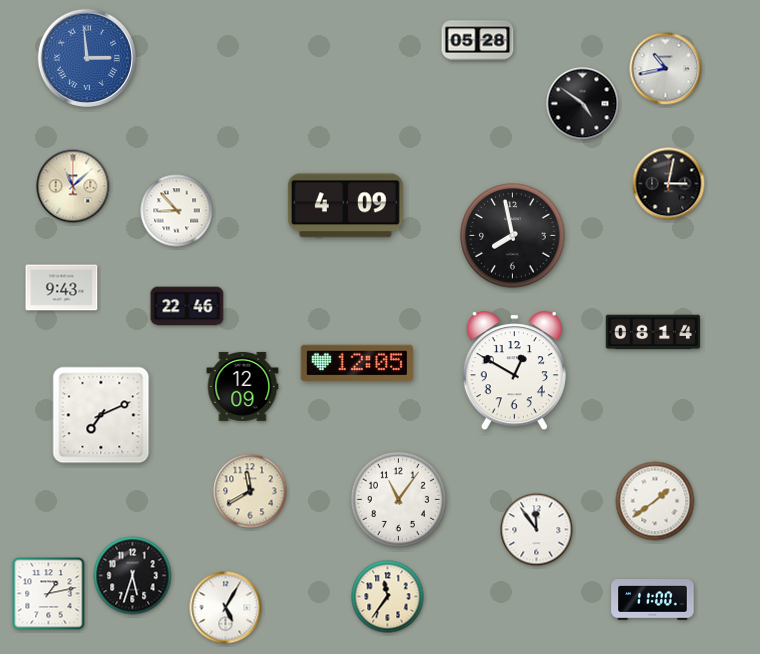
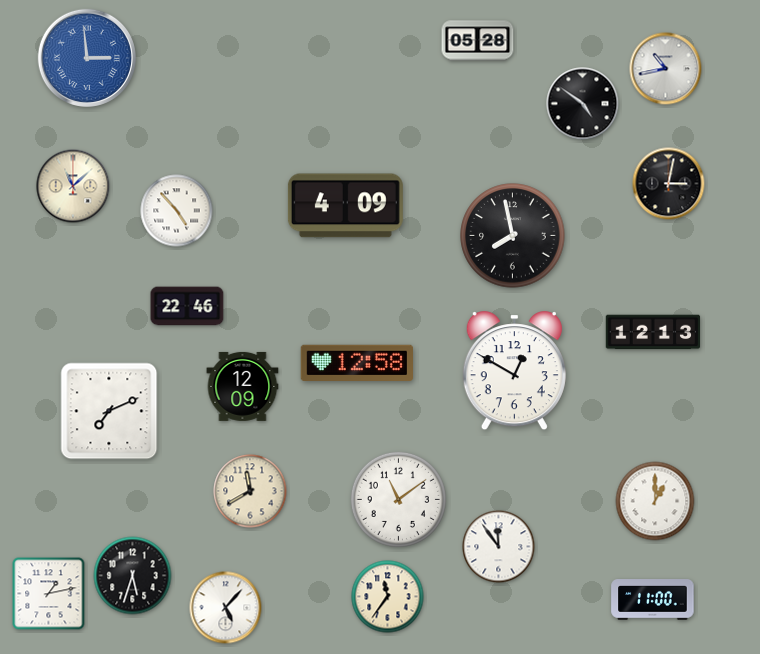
clock at (177, 211): 8:53 -> 4:53
clock at (62, 288): 9:43 -> none
clock at (653, 332): 08:14 -> 12:13
clock at (356, 363): 12:05 -> 12:58
clock at (101, 415) position: (101, 415) -> (109, 411)
clock at (398, 499): 11:06 -> 11:09
clock at (655, 501): 1:39 -> 1:00
clock at (537, 530) position: (537, 530) -> (499, 547)
clock at (226, 608): 5:05 -> 5:07
